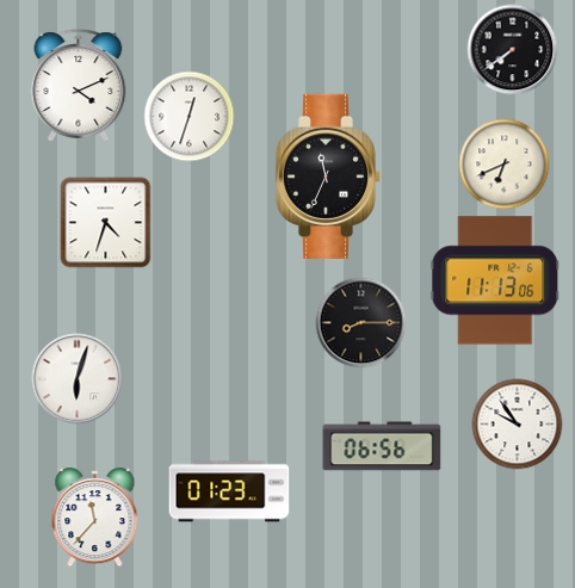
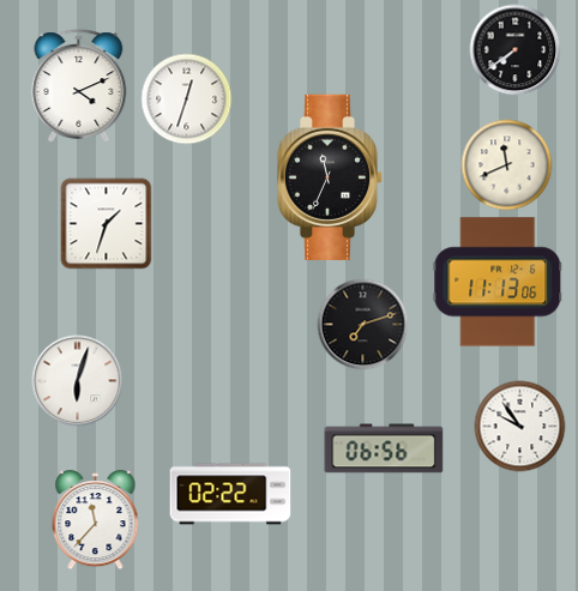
clock at (190, 117) position: (190, 117) -> (187, 99)
clock at (505, 165): 6:41 -> 11:41
clock at (106, 223): 4:33 -> 1:33
clock at (361, 323): 8:15 -> 7:12
clock at (229, 491): 01:23 -> 02:22
